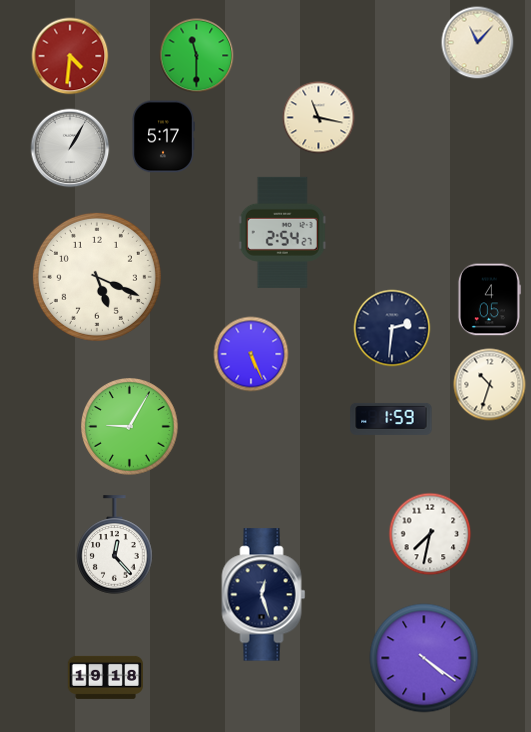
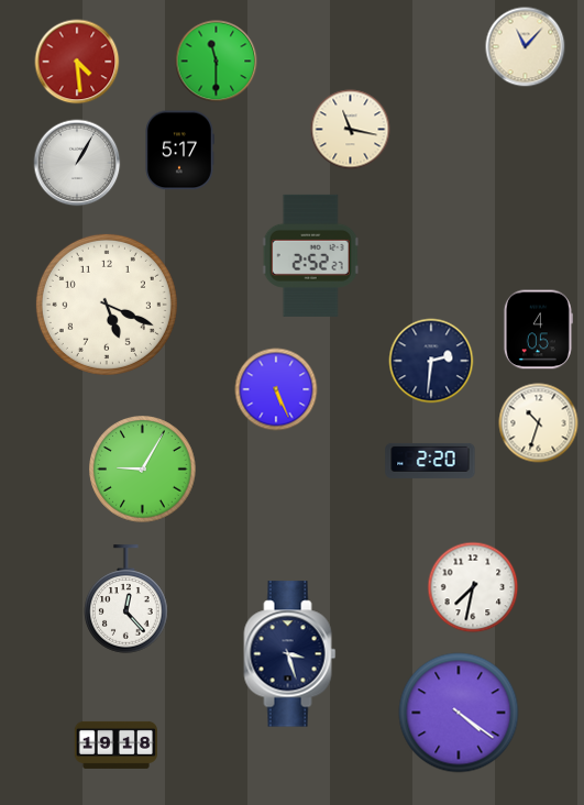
clock at (70, 56): 4:31 -> 4:29
clock at (282, 232): 2:54 -> 2:52
clock at (391, 419): 1:59 -> 2:20
clock at (264, 595): 12:27 -> 3:27
clock at (424, 658) position: (424, 658) -> (459, 713)
